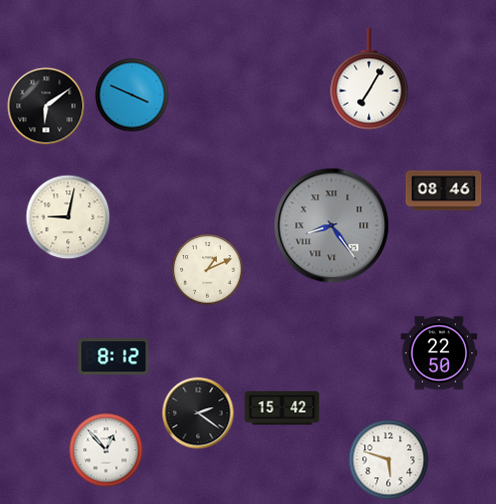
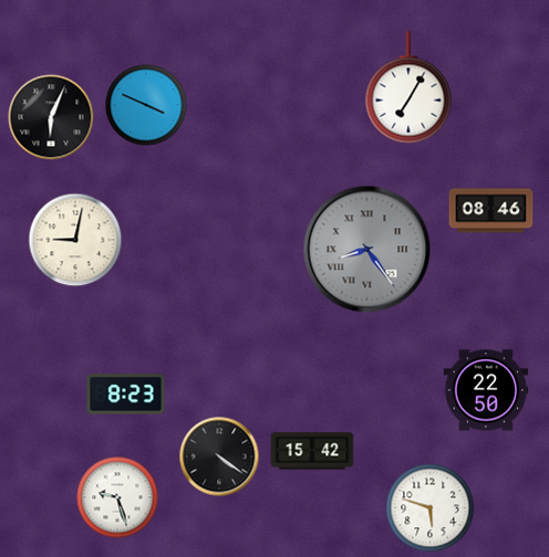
clock at (46, 106): 6:09 -> 6:04
clock at (208, 270): 1:11 -> none
clock at (114, 357): 8:12 -> 8:23
clock at (198, 413): 2:21 -> 4:21
clock at (106, 450): 12:53 -> 9:27
